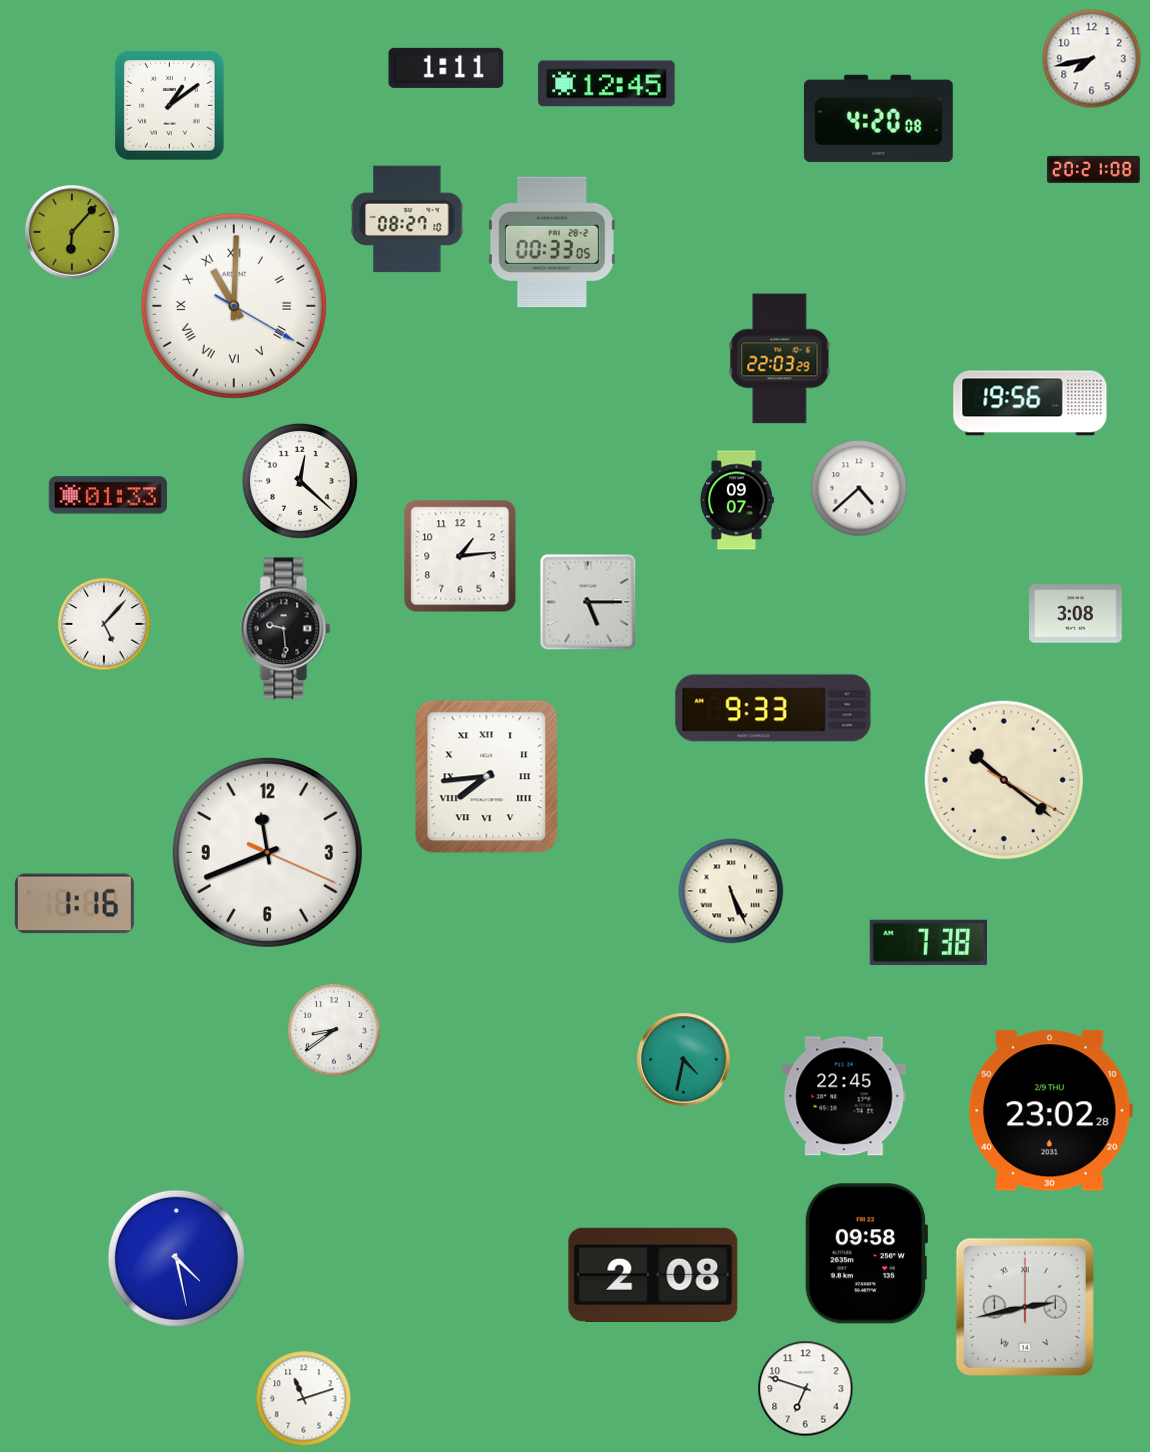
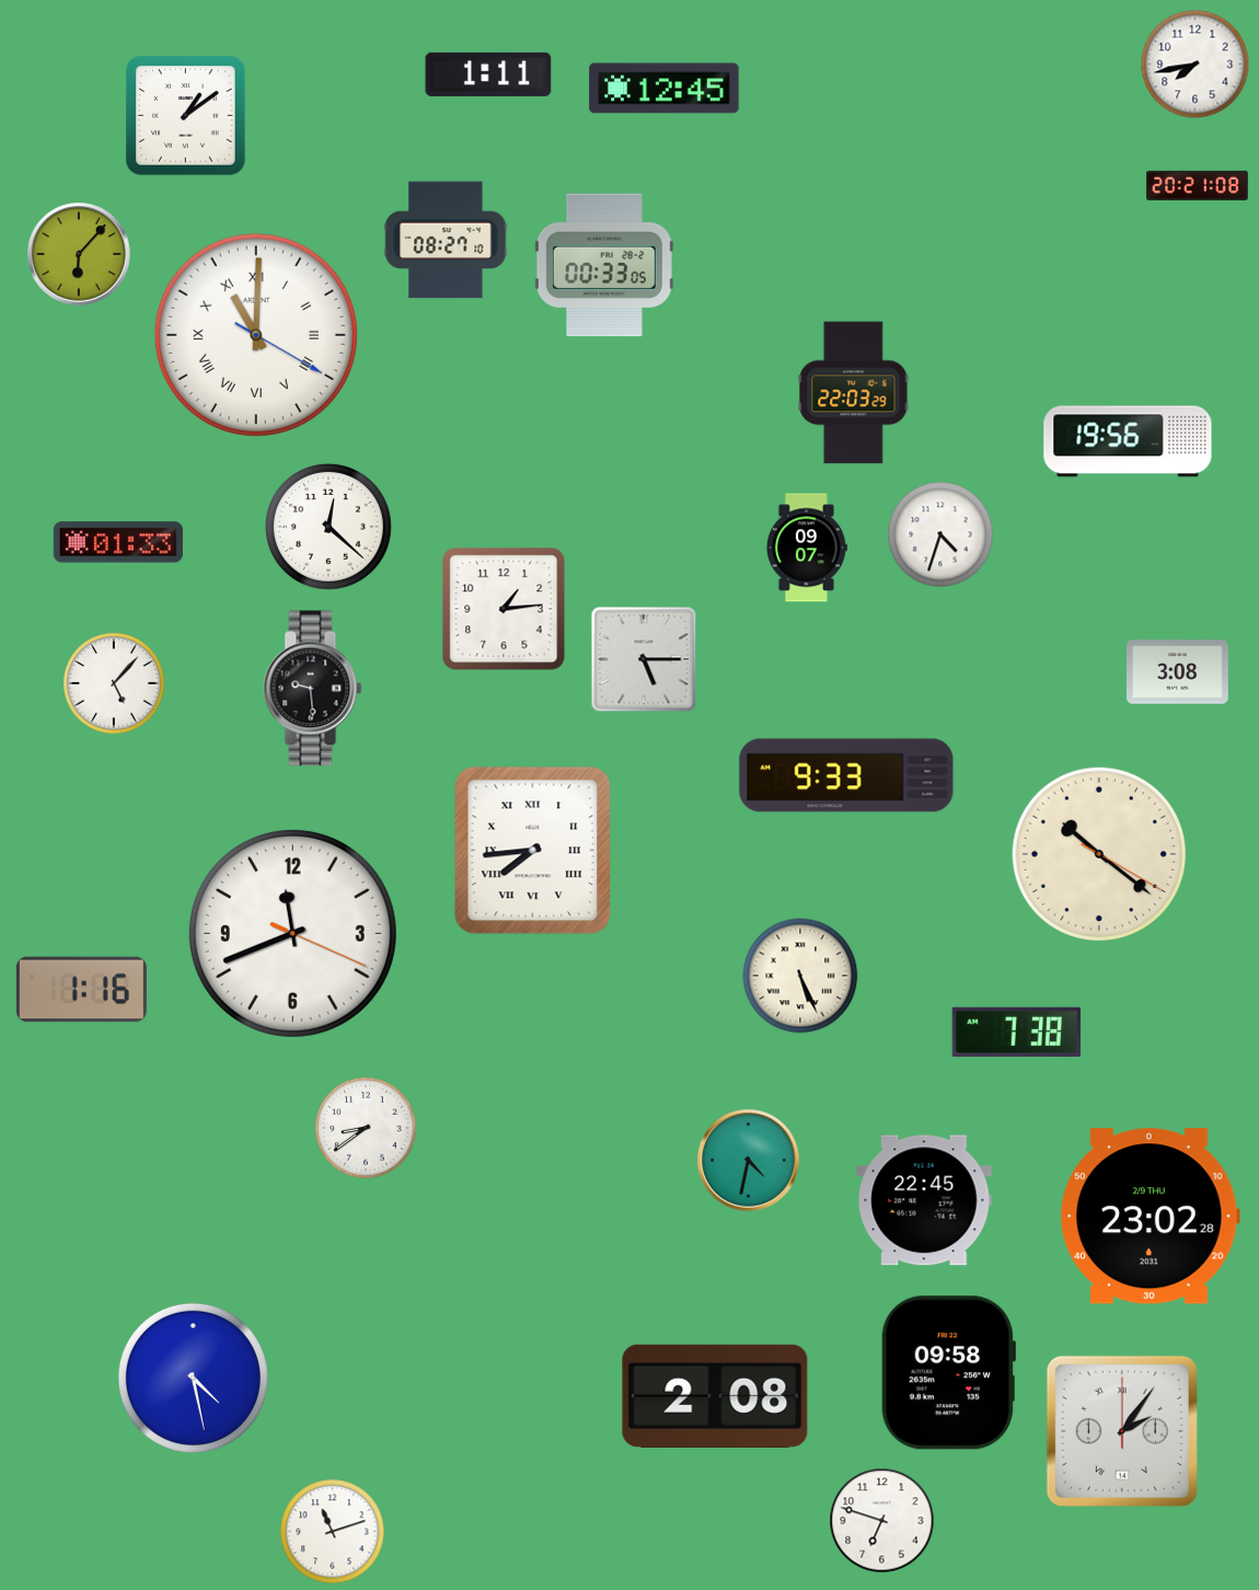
clock at (607, 84) position: (607, 84) -> (665, 89)
clock at (878, 118): 4:20 -> none
clock at (859, 488): 4:38 -> 4:33
clock at (1025, 1307): 2:43 -> 2:06
